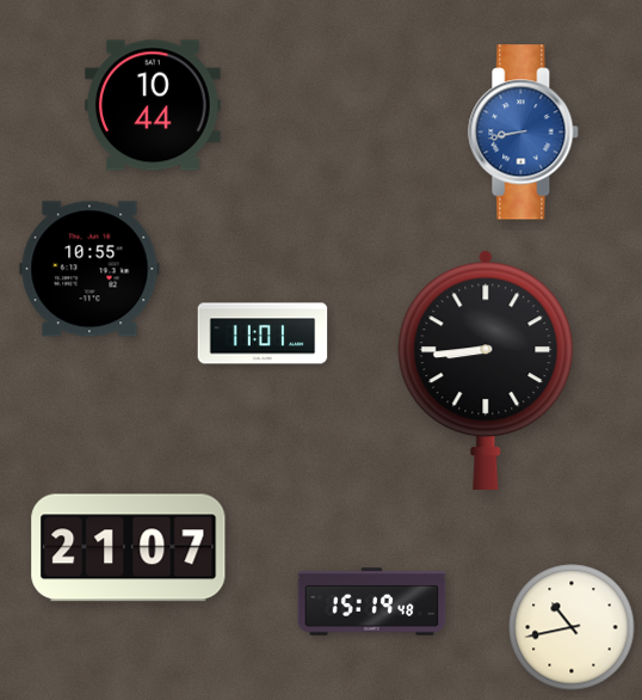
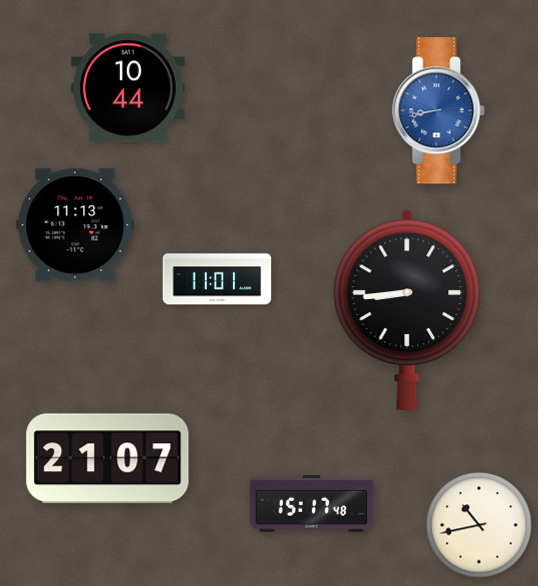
clock at (89, 269): 10:55 -> 11:13
clock at (263, 333) position: (263, 333) -> (217, 279)
clock at (372, 602): 15:19 -> 15:17
